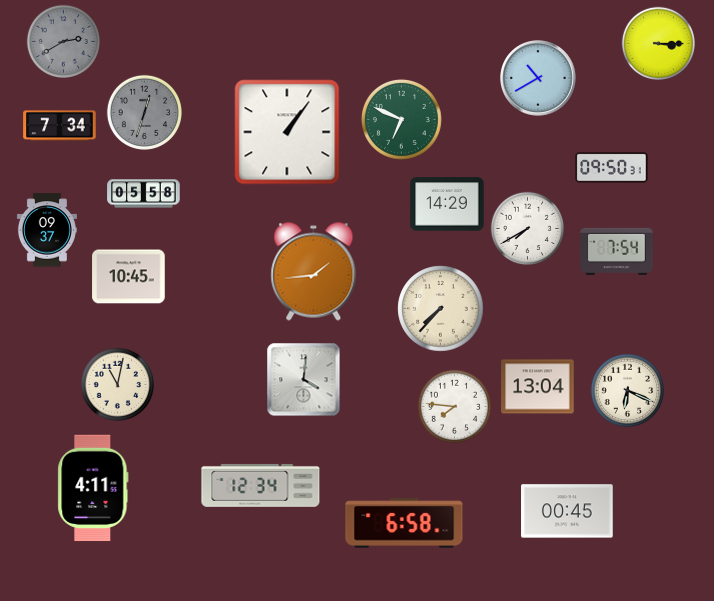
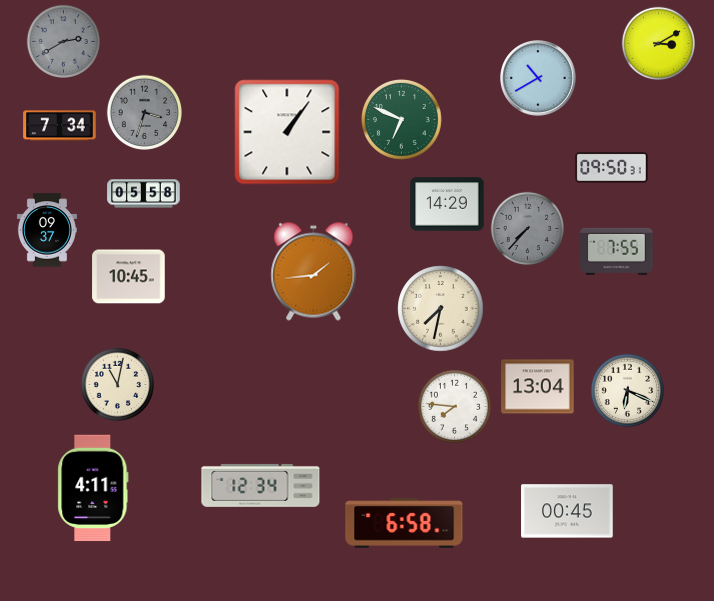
clock at (659, 44): 3:15 -> 3:10
clock at (144, 112): 12:33 -> 3:33
clock at (528, 229): 7:40 -> 7:37
clock at (528, 229) dial: white -> grey
clock at (617, 251): 7:54 -> 7:55
clock at (441, 309): 7:37 -> 7:32
clock at (304, 380): 4:01 -> none
